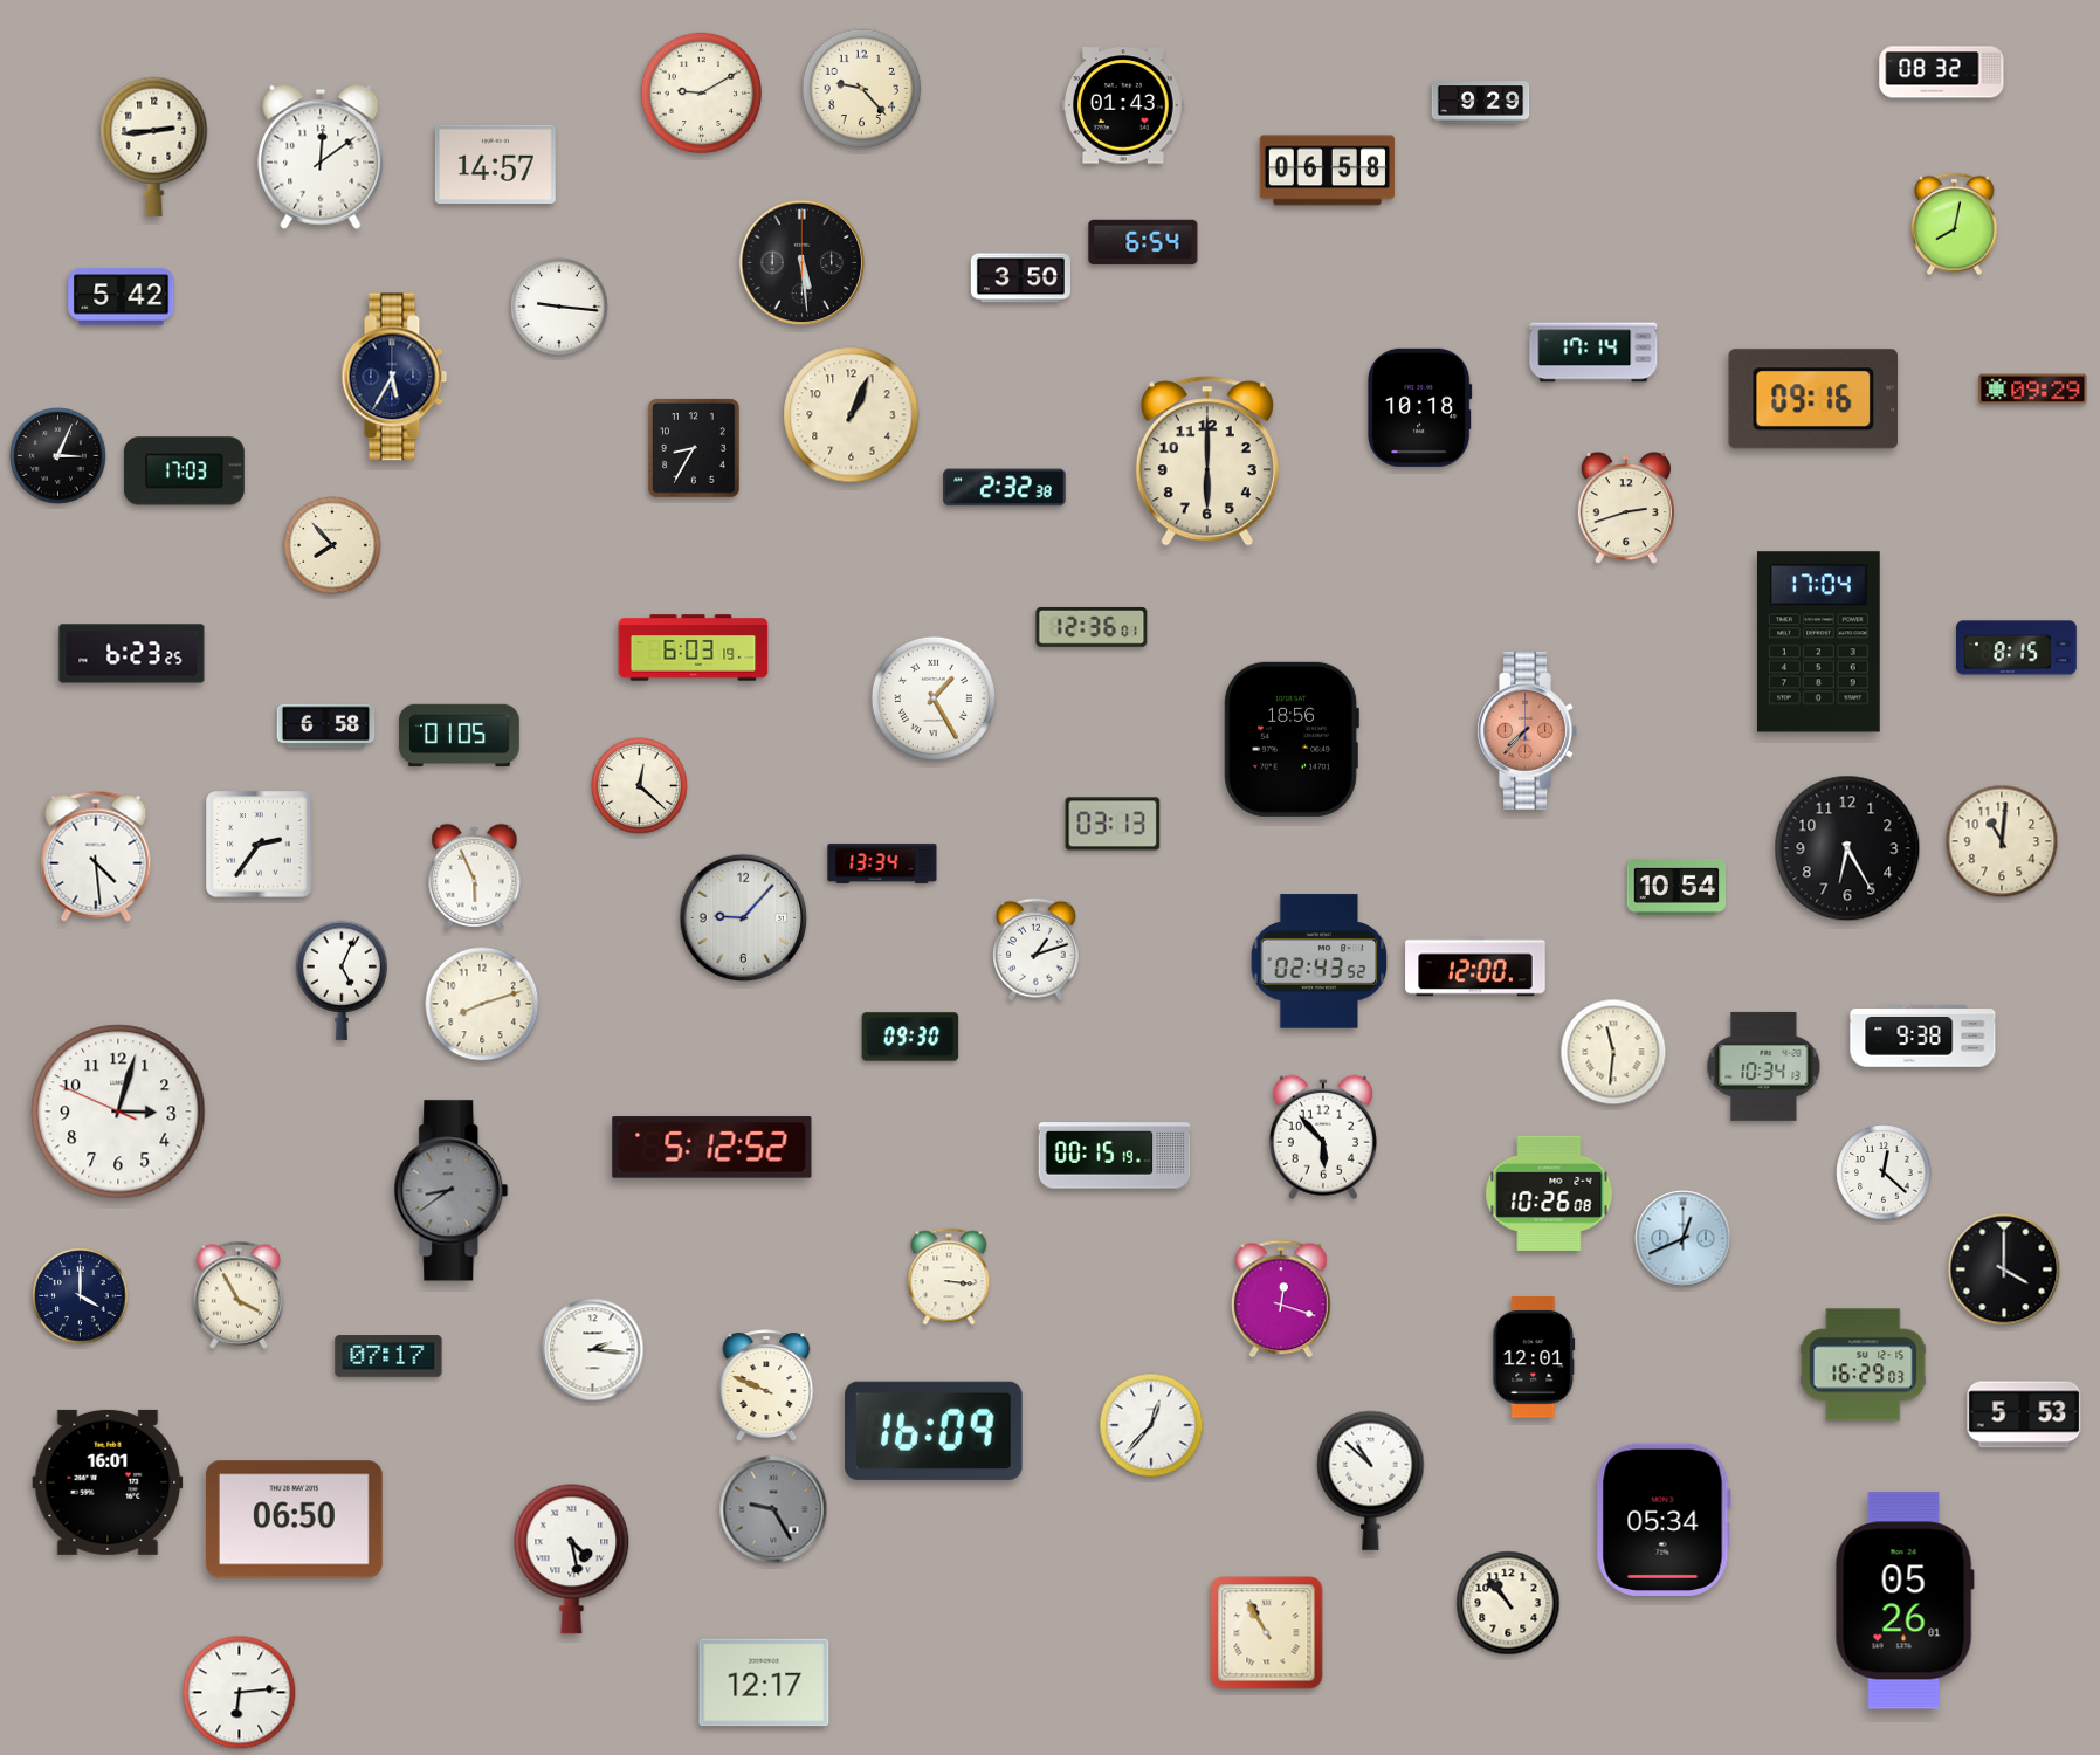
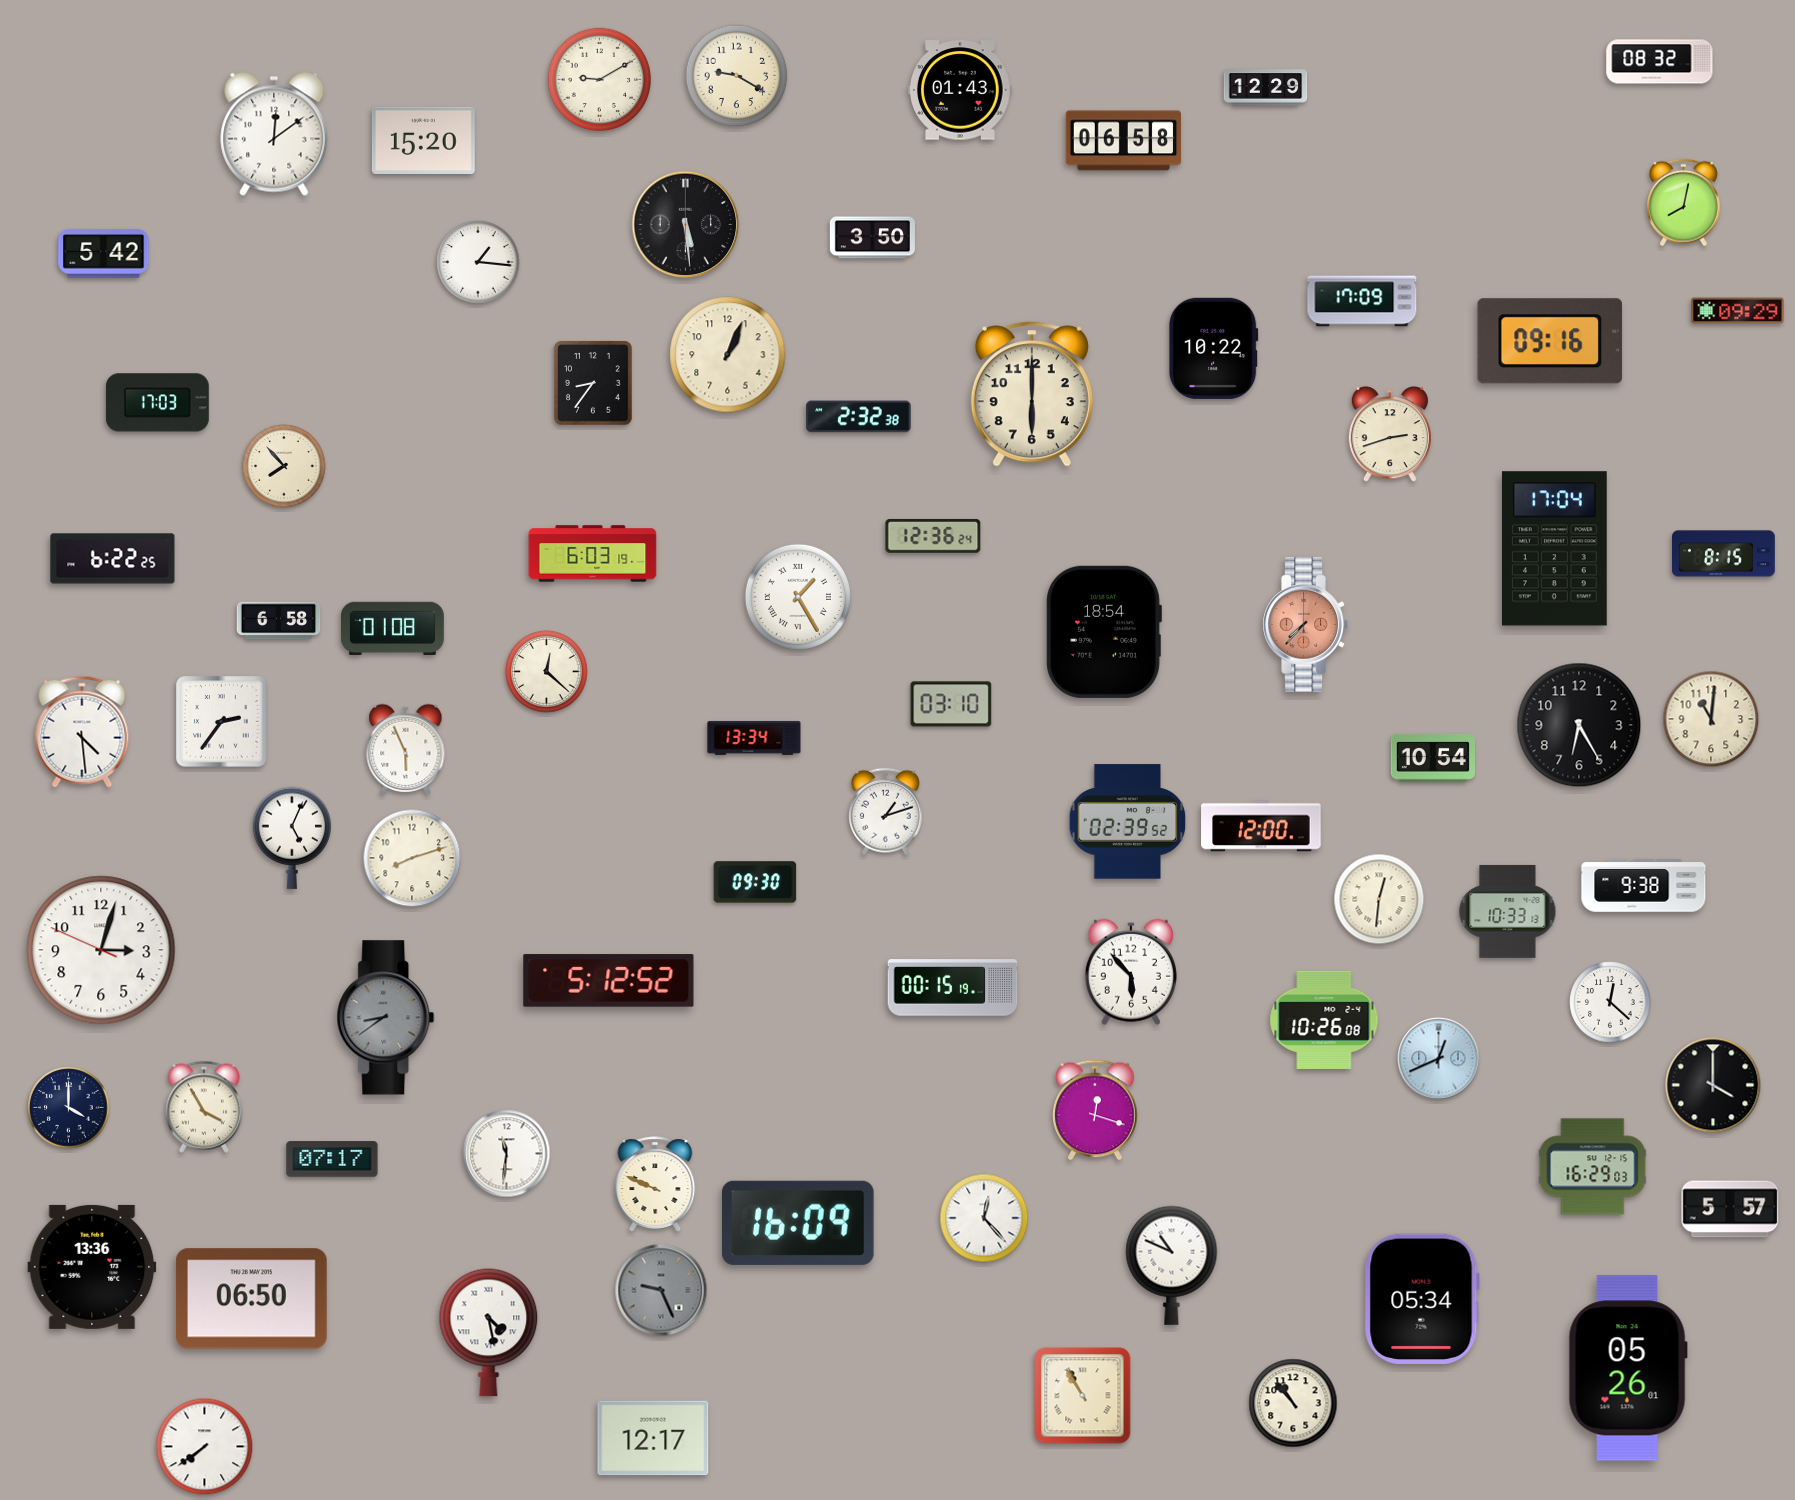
clock at (862, 89): 9:23 -> 9:20
clock at (1481, 103): 9:29 -> 12:29
clock at (154, 146): 2:44 -> none
clock at (495, 164): 14:57 -> 15:20
clock at (1328, 171) position: (1328, 171) -> (1124, 141)
clock at (1955, 225) position: (1955, 225) -> (1684, 203)
clock at (1143, 242): 6:54 -> none
clock at (559, 307): 9:16 -> 1:16
clock at (1593, 352): 17:14 -> 17:09
clock at (394, 377): 5:35 -> none
clock at (2033, 390) position: (2033, 390) -> (1738, 311)
clock at (1420, 407): 10:18 -> 10:22
clock at (694, 448): 8:35 -> 8:36
clock at (58, 456): 3:04 -> none
clock at (1092, 627): 12:36:01 -> 12:36:24
clock at (132, 654): 6:23 -> 6:22
clock at (459, 735): 01:05 -> 01:08
clock at (1292, 739): 18:56 -> 18:54
clock at (1113, 824): 03:13 -> 03:10
clock at (744, 918): 9:07 -> none
clock at (1320, 962): 02:43 -> 02:39
clock at (910, 1037) position: (910, 1037) -> (755, 882)
clock at (1613, 1052): 11:31 -> 12:31
clock at (1764, 1066): 10:34 -> 10:33
clock at (949, 1276): 3:16 -> none
clock at (593, 1350): 2:16 -> 11:31
clock at (1534, 1357): 12:01 -> none
clock at (2024, 1415): 5:53 -> 5:57
clock at (1151, 1425): 12:37 -> 12:23
clock at (1371, 1480): 10:52 -> 10:49
clock at (108, 1482): 16:01 -> 13:36
clock at (773, 1509): 9:25 -> 9:26
clock at (1508, 1603) position: (1508, 1603) -> (1293, 1403)
clock at (240, 1693): 6:14 -> 7:39
